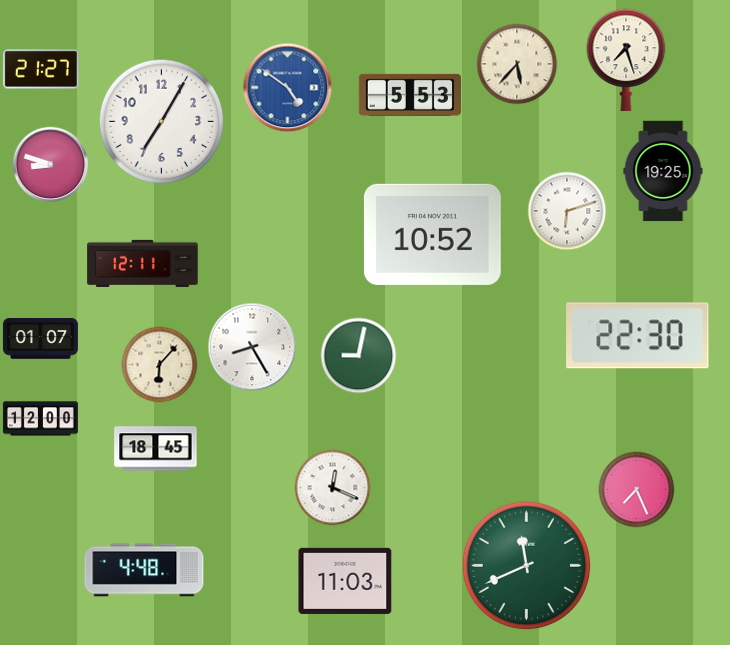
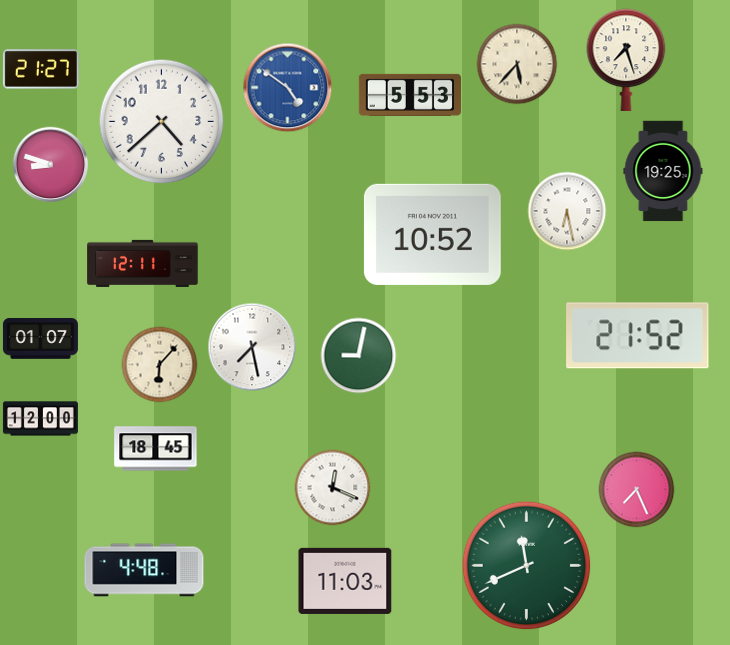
clock at (162, 122): 7:05 -> 4:38
clock at (567, 211): 6:12 -> 6:28
clock at (638, 336): 22:30 -> 21:52
clock at (252, 347): 8:25 -> 7:28
